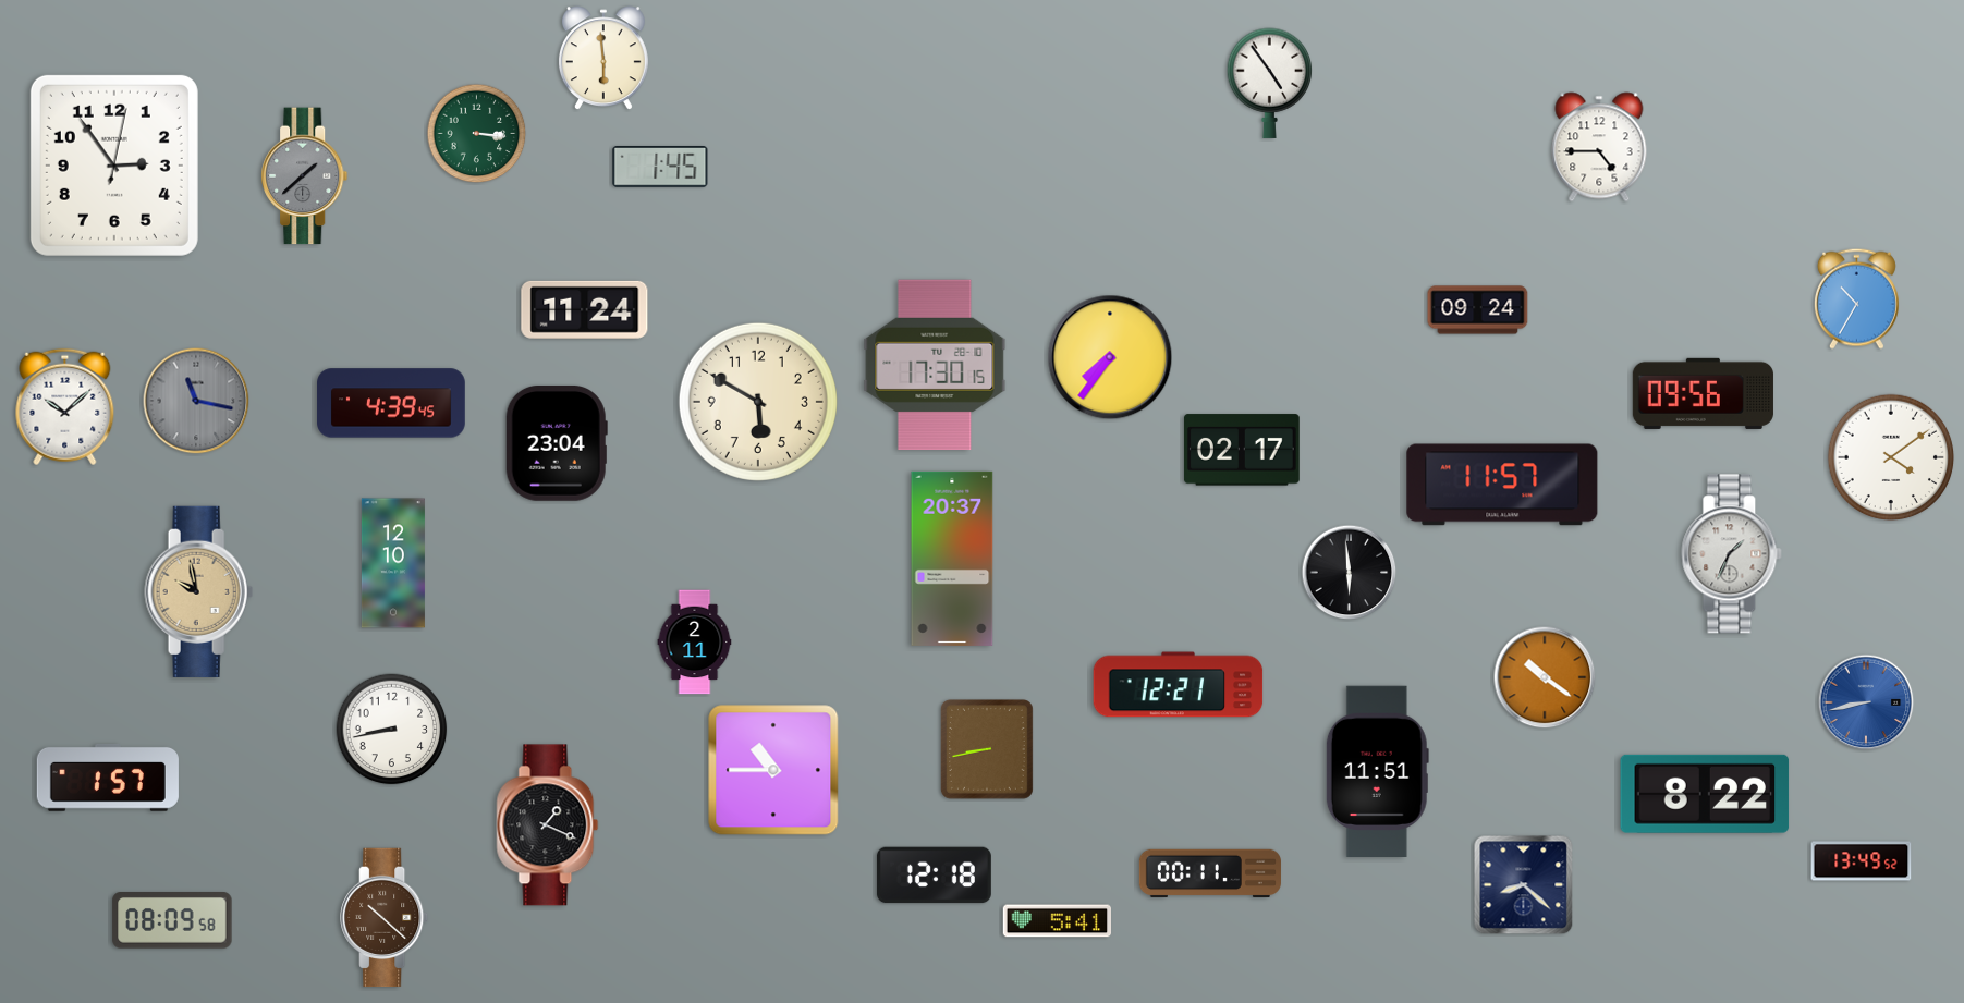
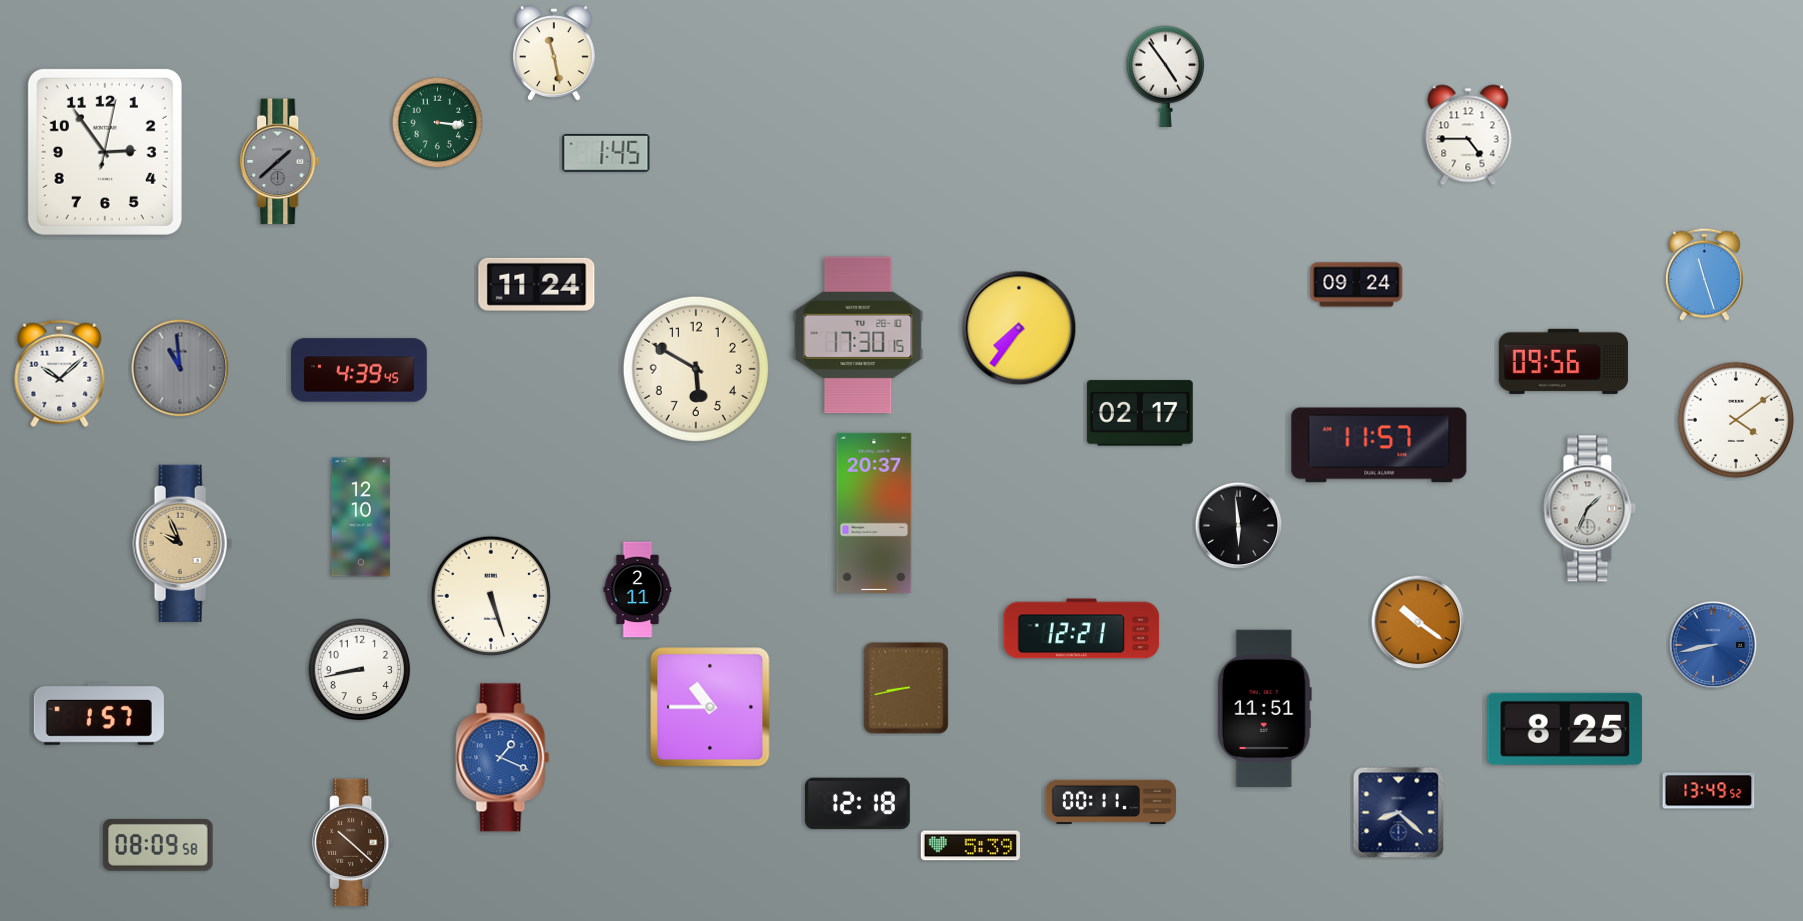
clock at (603, 59): 5:59 -> 11:28
clock at (1856, 298): 10:35 -> 11:27
clock at (196, 401): 11:17 -> 10:59
clock at (557, 443): 23:04 -> none
clock at (199, 591): 9:58 -> 9:56
clock at (491, 596): none -> 5:27
clock at (1705, 794): 8:22 -> 8:25
clock at (548, 825) dial: black -> blue
clock at (1057, 921): 5:41 -> 5:39
